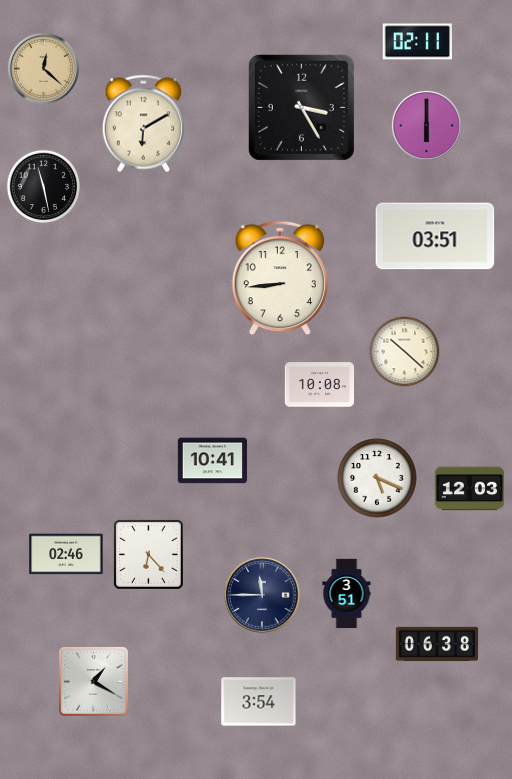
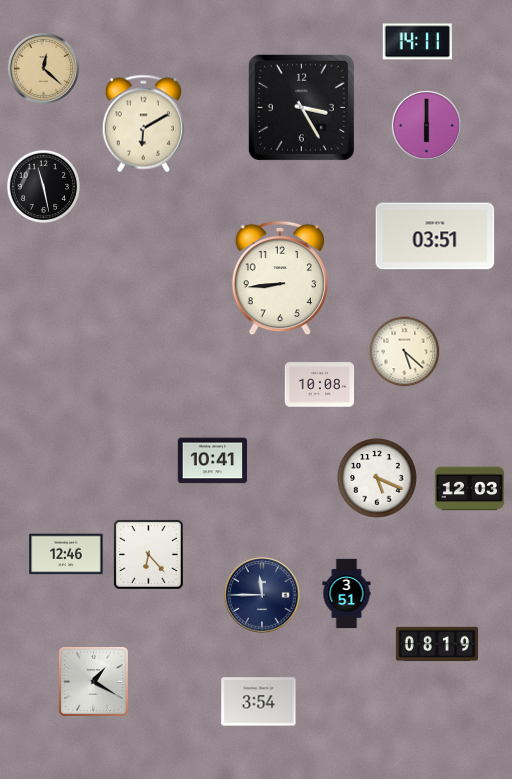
clock at (417, 42): 02:11 -> 14:11
clock at (405, 352): 10:22 -> 5:22
clock at (66, 554): 02:46 -> 12:46
clock at (437, 644): 06:38 -> 08:19
